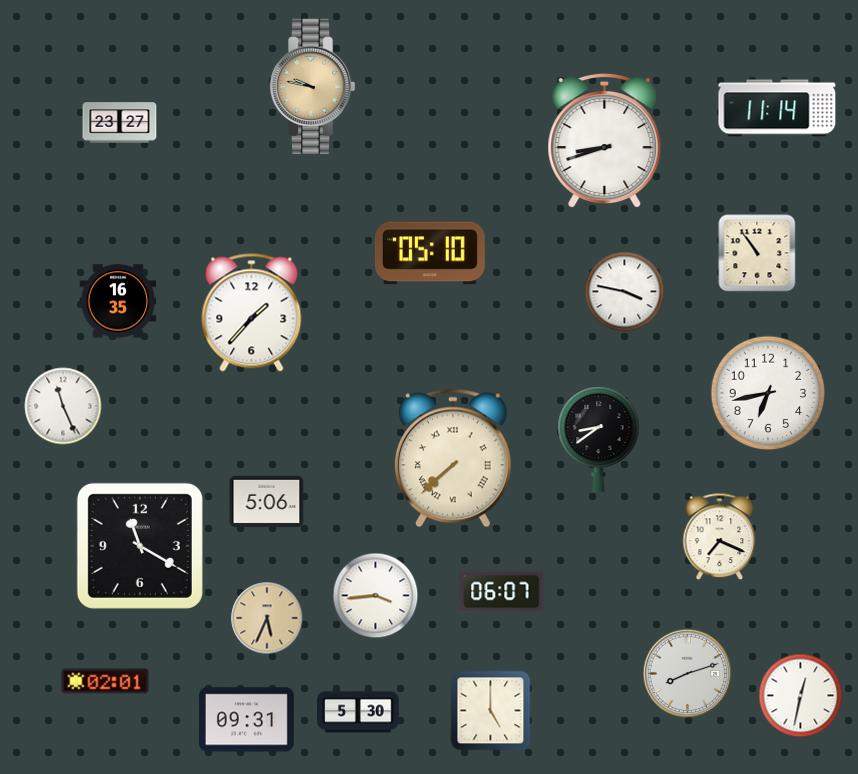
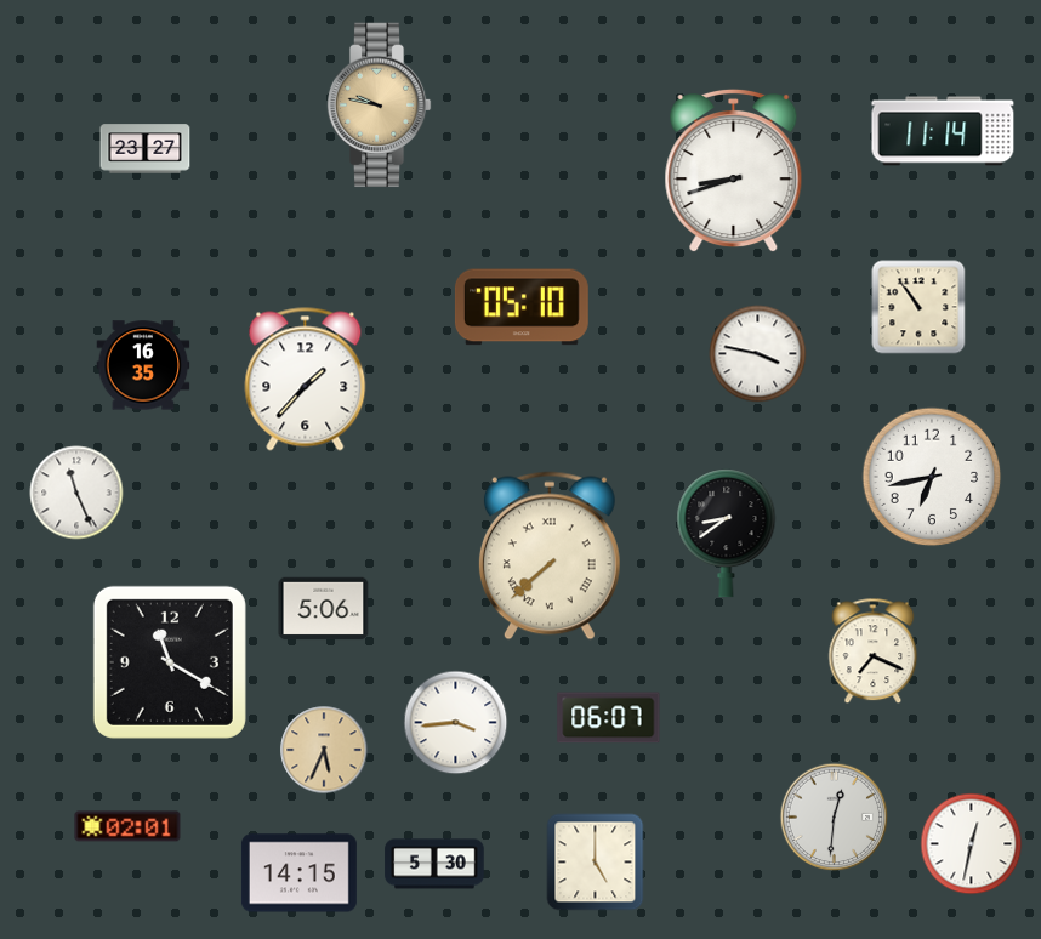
clock at (688, 674): 8:12 -> 12:31
clock at (246, 720): 09:31 -> 14:15
